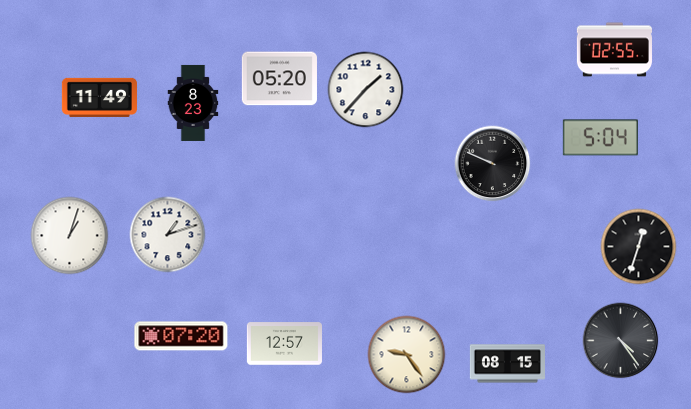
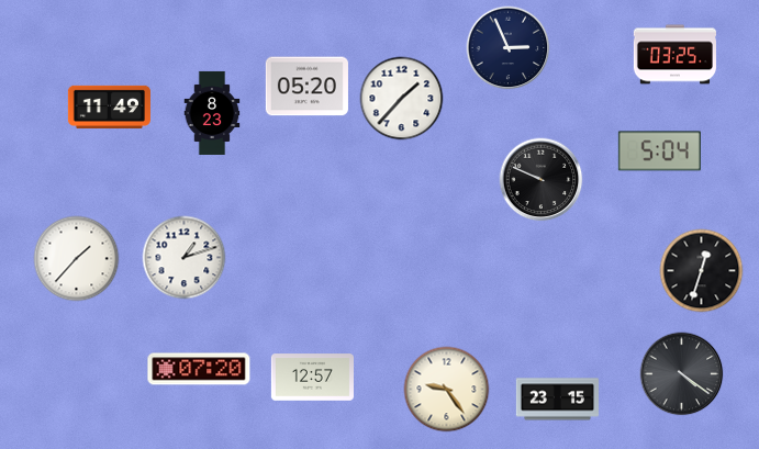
clock at (509, 48): none -> 2:56
clock at (614, 50): 02:55 -> 03:25
clock at (70, 236): 1:03 -> 1:37
clock at (621, 341): 4:24 -> 4:21
clock at (507, 364): 08:15 -> 23:15
